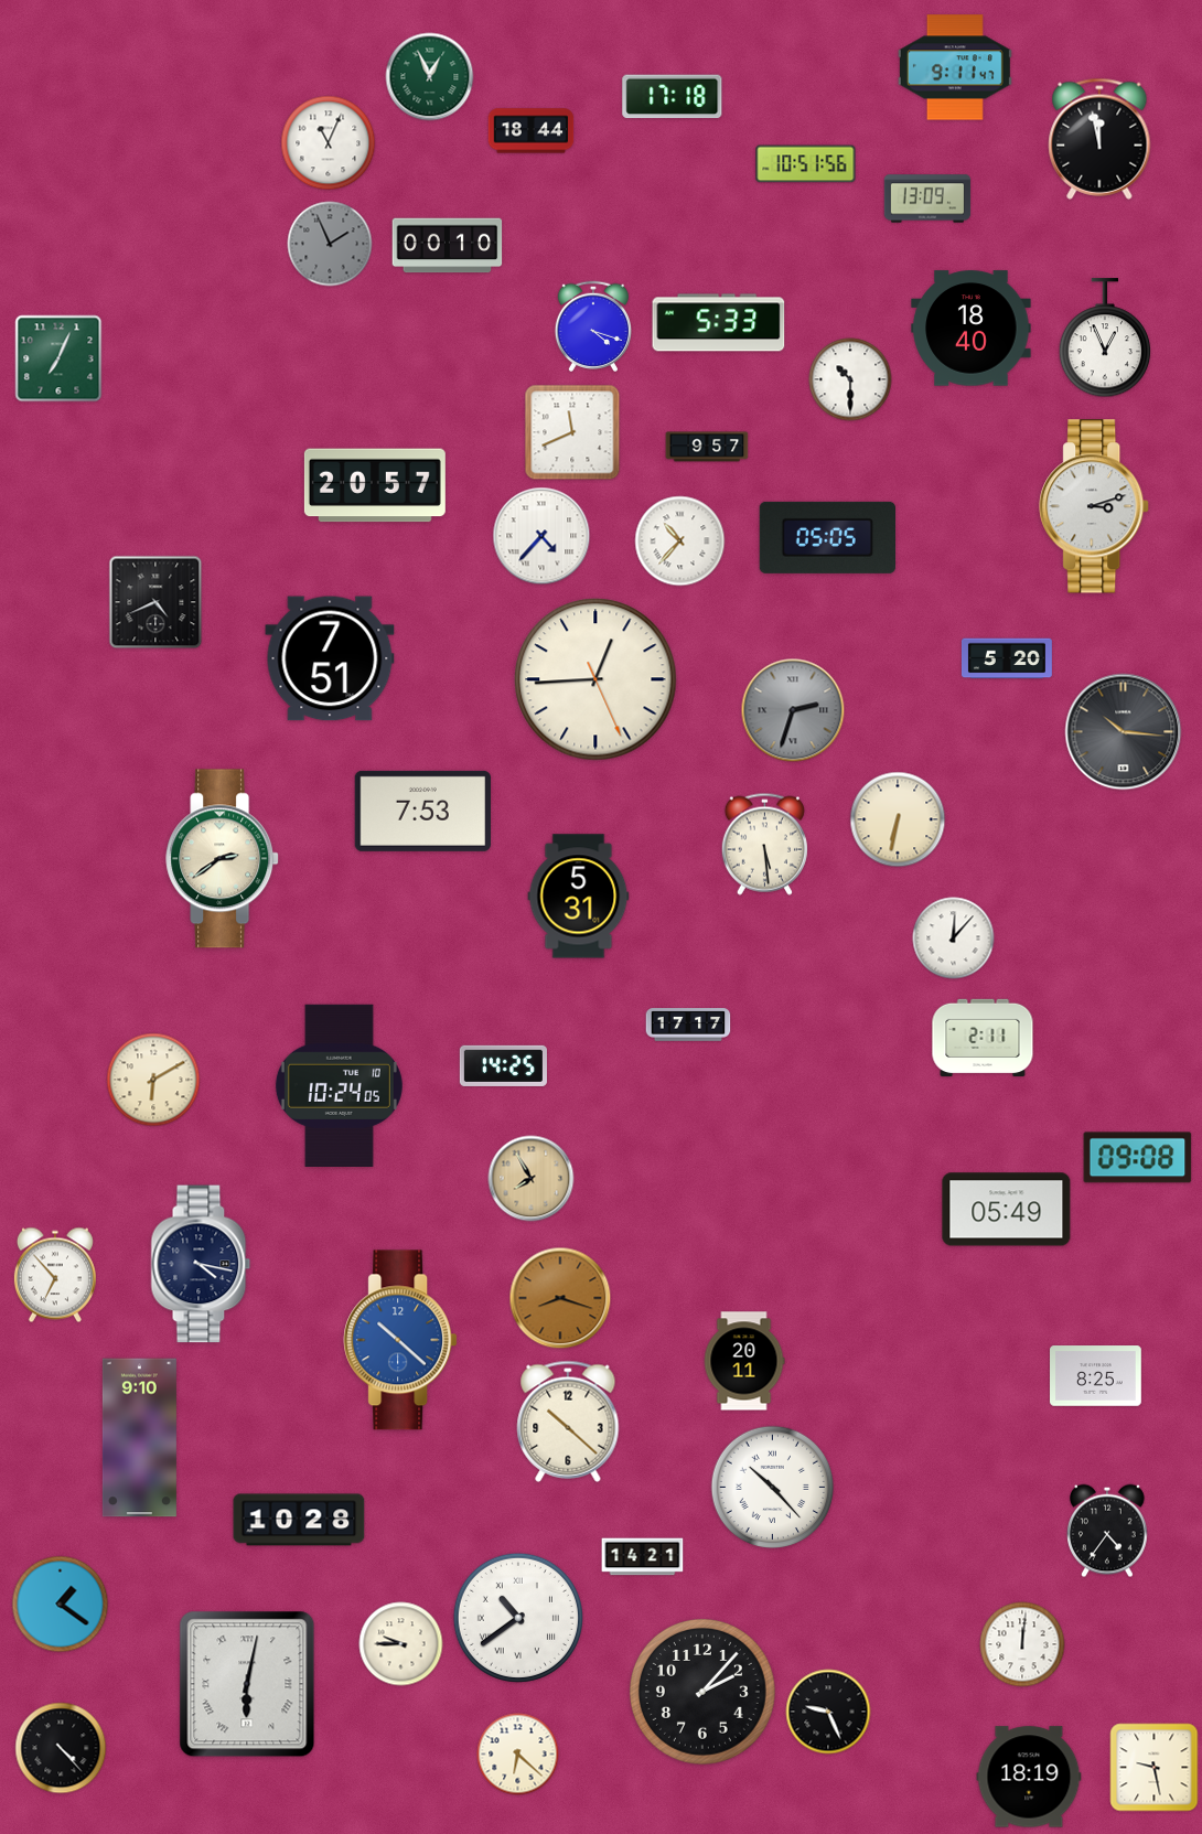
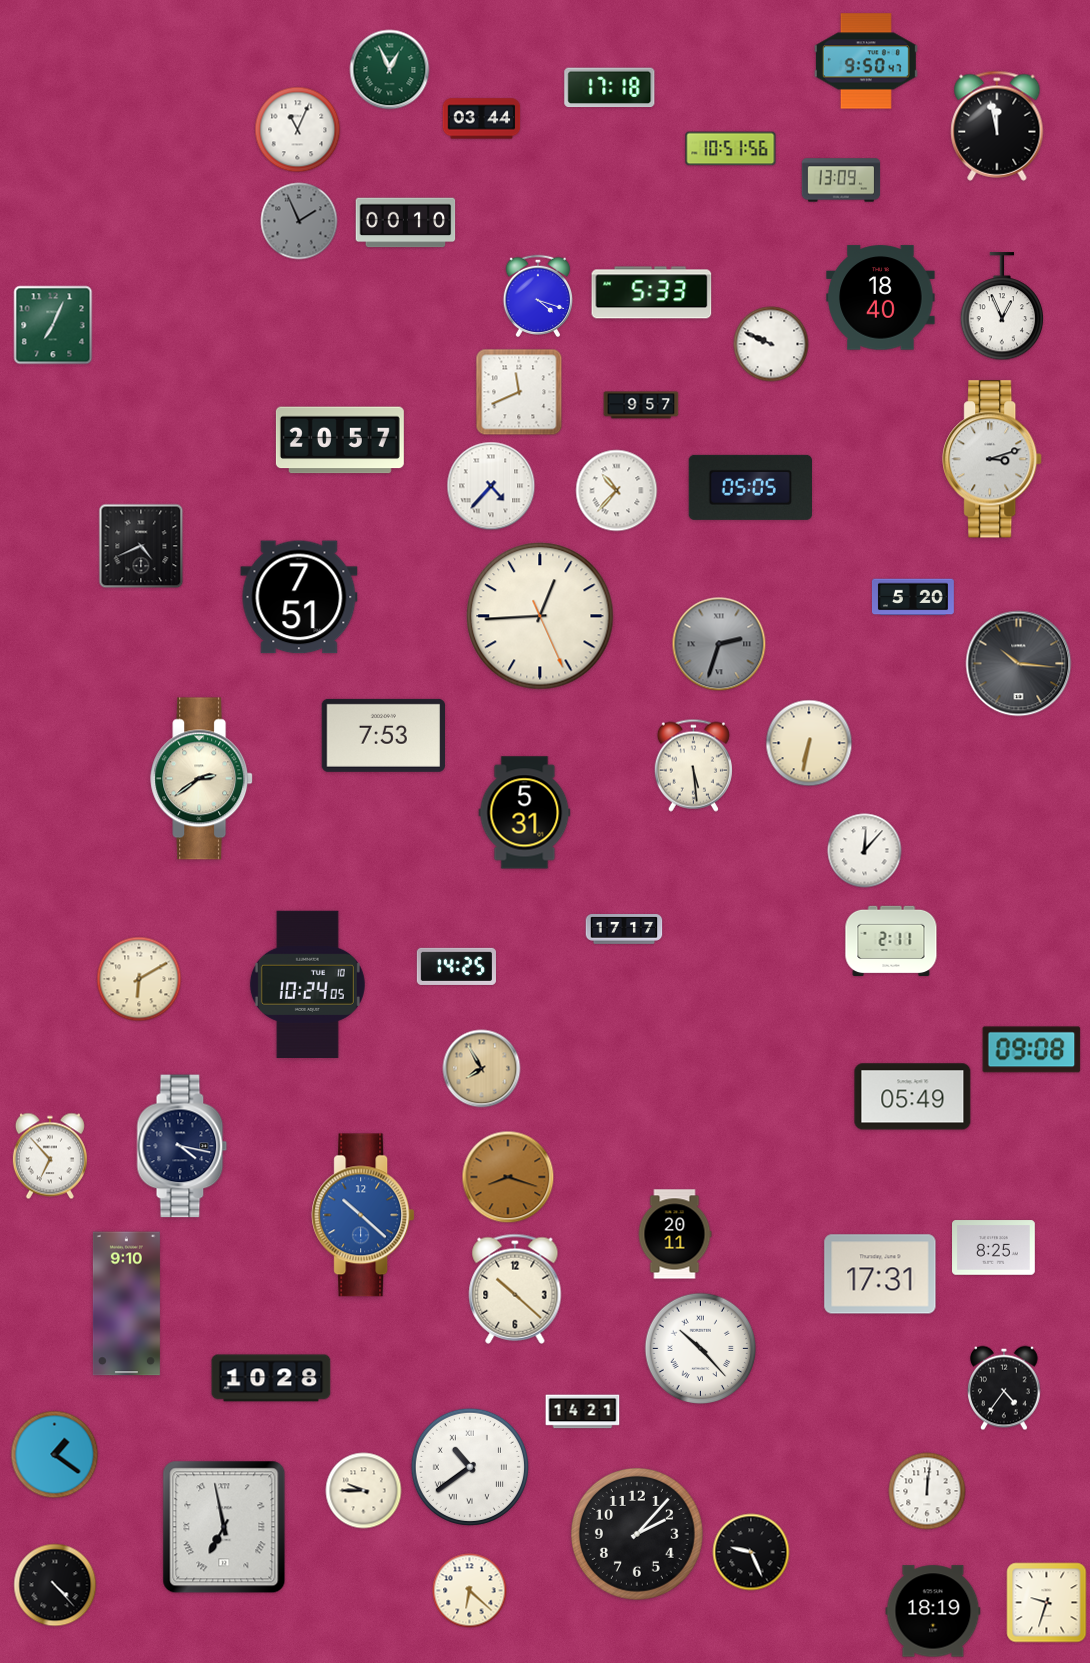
clock at (955, 67): 9:11 -> 9:50
clock at (532, 131): 18:44 -> 03:44
clock at (850, 379): 10:30 -> 9:49
clock at (898, 819) position: (898, 819) -> (809, 743)
clock at (880, 1274): none -> 17:31
clock at (247, 1684): 6:02 -> 6:58
clock at (1155, 1768): 9:28 -> 9:33
